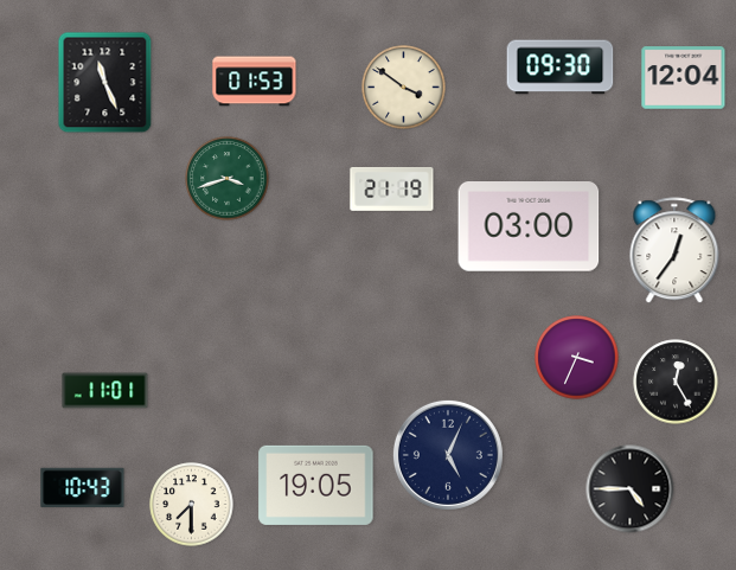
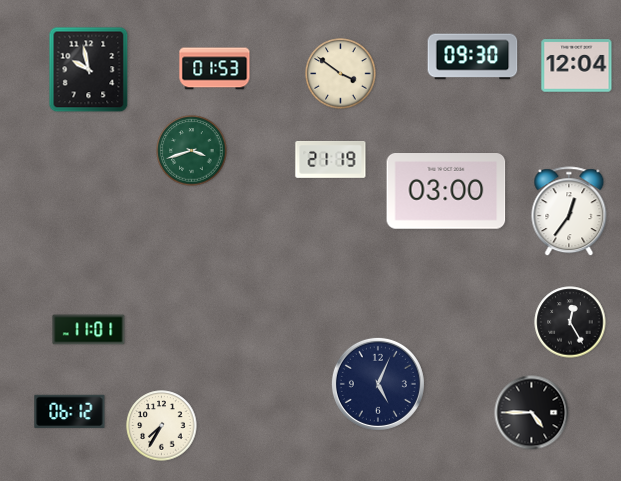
clock at (105, 83): 11:26 -> 9:58
clock at (577, 358): 3:34 -> none
clock at (316, 485): 19:05 -> none
clock at (83, 487): 10:43 -> 06:12
clock at (192, 505): 7:30 -> 7:35
